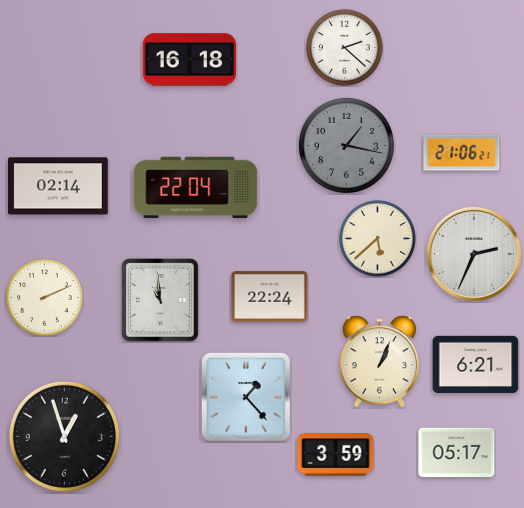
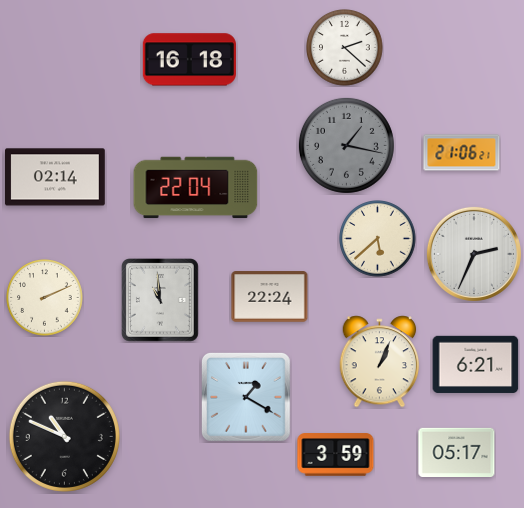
clock at (59, 186) position: (59, 186) -> (56, 177)
clock at (247, 398): 1:23 -> 1:20
clock at (64, 436): 12:57 -> 10:49
